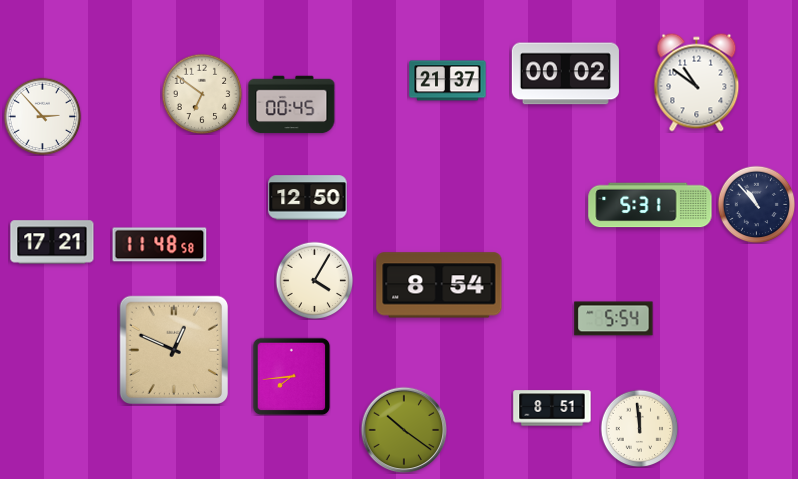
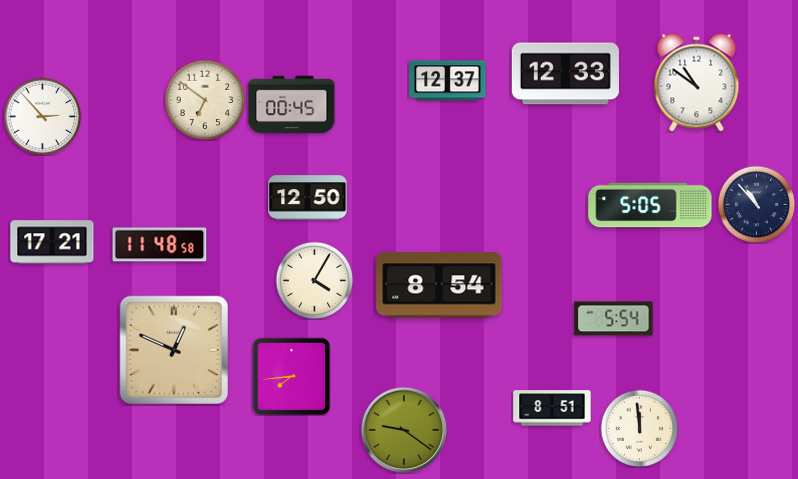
clock at (565, 74): 00:02 -> 12:33
clock at (448, 81): 21:37 -> 12:37
clock at (202, 94) position: (202, 94) -> (205, 100)
clock at (650, 205): 5:31 -> 5:05
clock at (404, 430): 10:21 -> 9:21
